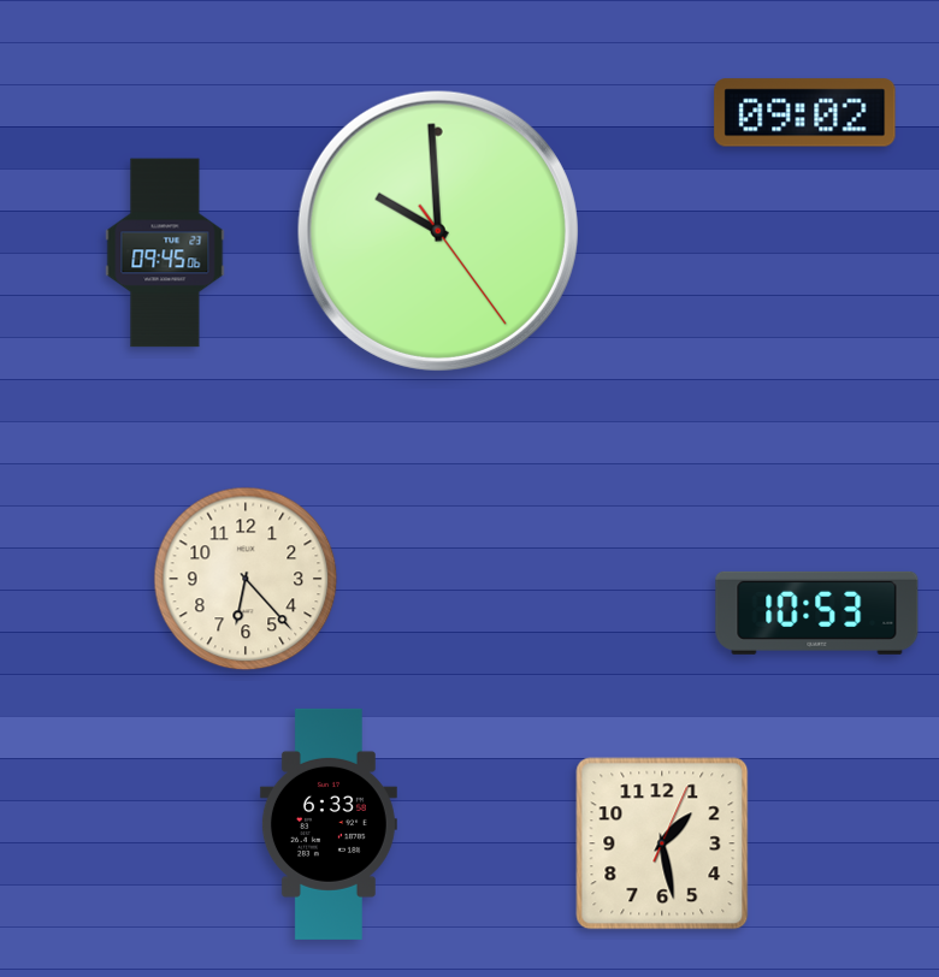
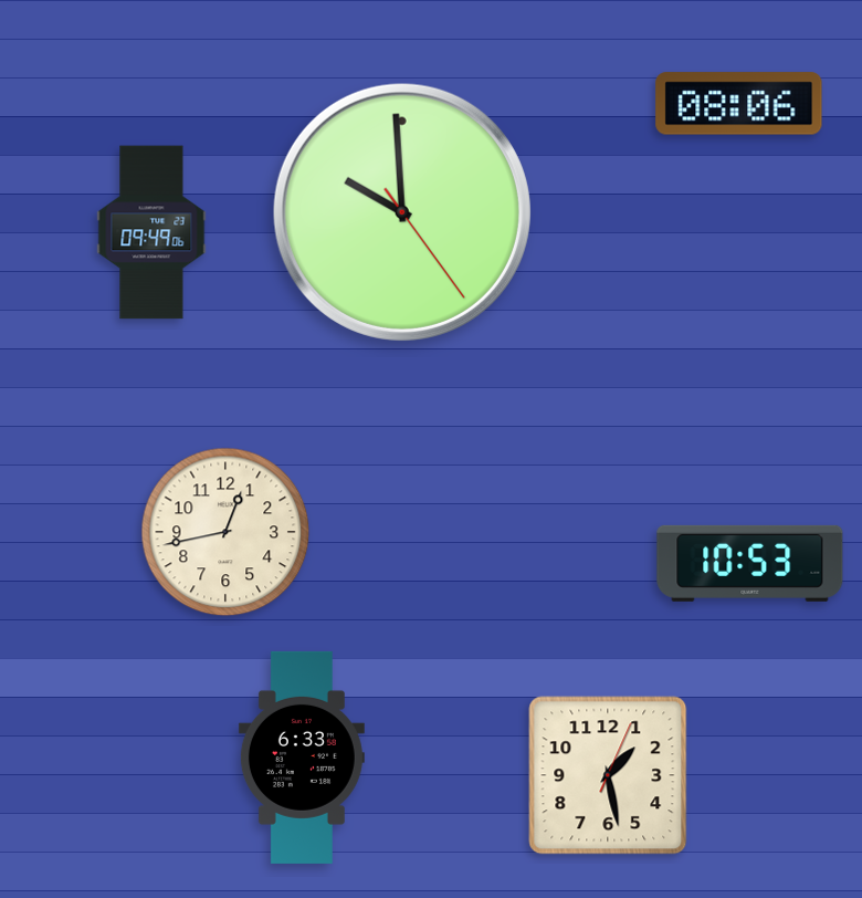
clock at (805, 113): 09:02 -> 08:06
clock at (165, 253): 09:45 -> 09:49
clock at (246, 579): 6:23 -> 12:43
